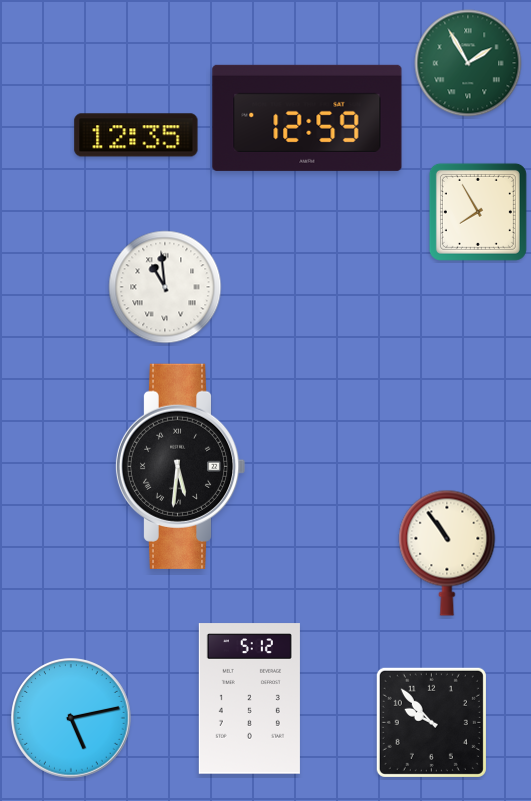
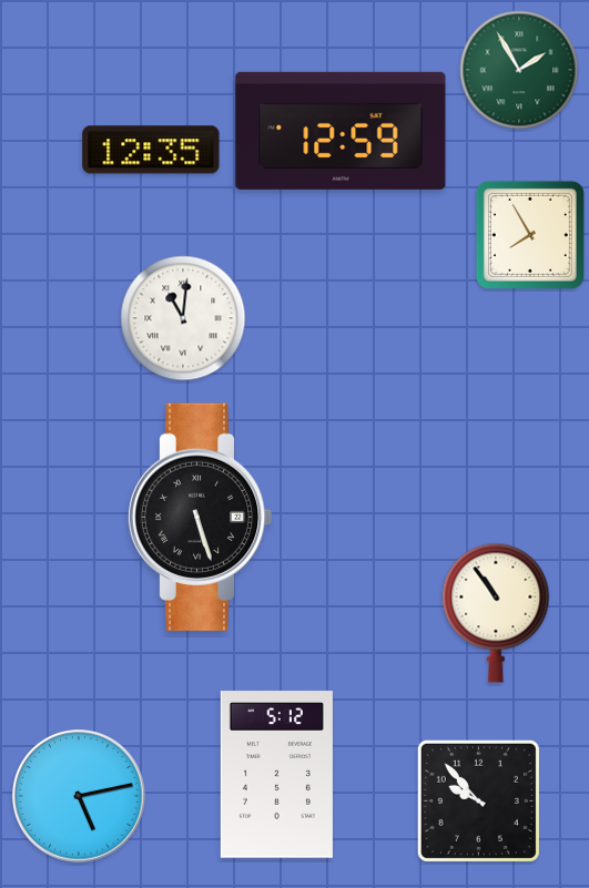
clock at (165, 287): 10:59 -> 11:01
clock at (180, 466): 5:31 -> 5:27
